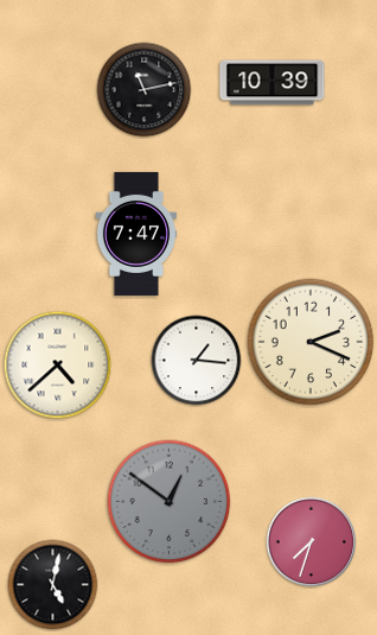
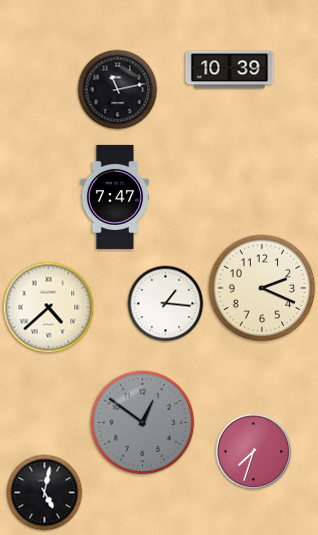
clock at (145, 90) position: (145, 90) -> (118, 90)
clock at (312, 542) position: (312, 542) -> (254, 452)
